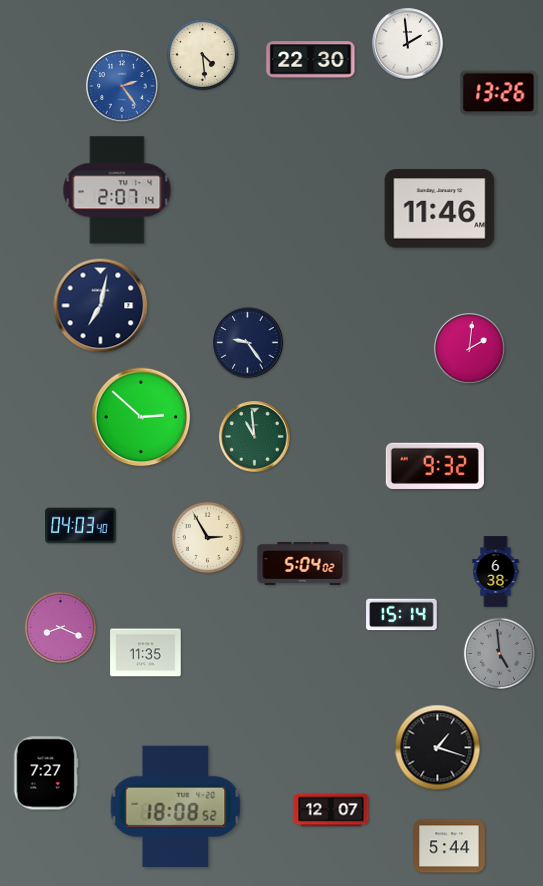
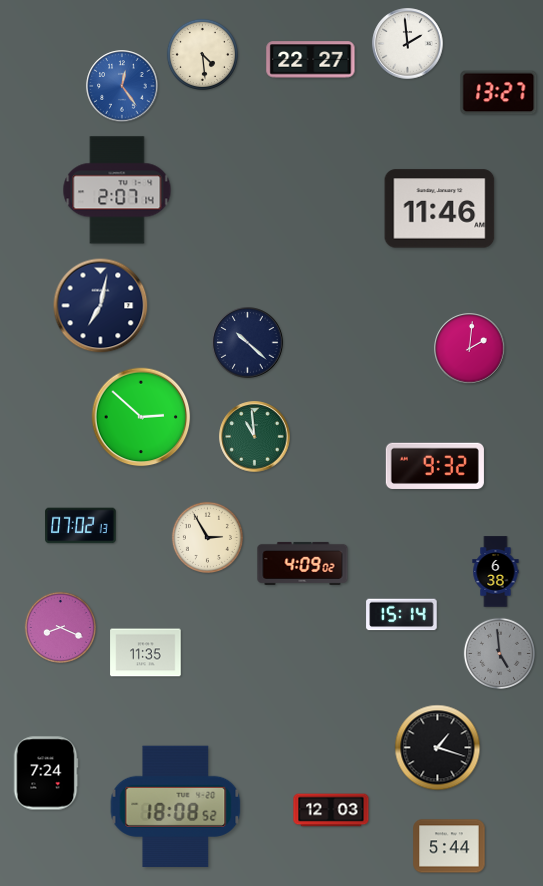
clock at (311, 60): 22:30 -> 22:27
clock at (122, 86): 2:24 -> 12:24
clock at (499, 93): 13:26 -> 13:27
clock at (248, 343): 9:24 -> 10:22
clock at (81, 526): 04:03 -> 07:02
clock at (303, 563): 5:04 -> 4:09
clock at (46, 773): 7:27 -> 7:24
clock at (331, 810): 12:07 -> 12:03
